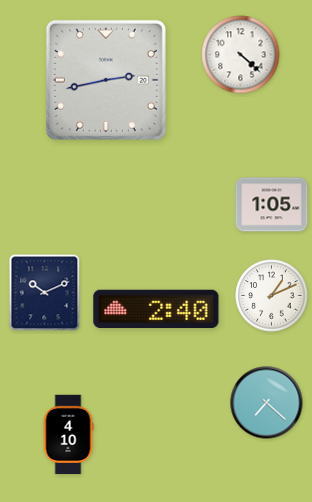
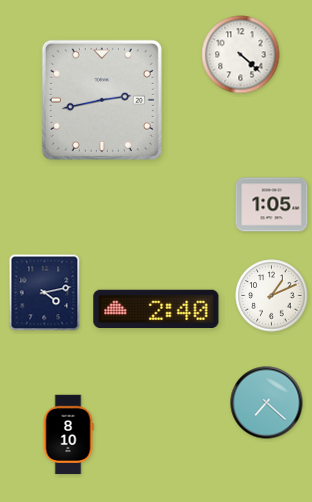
clock at (106, 80) position: (106, 80) -> (102, 100)
clock at (45, 293): 10:11 -> 4:13
clock at (68, 435): 4:10 -> 8:10
